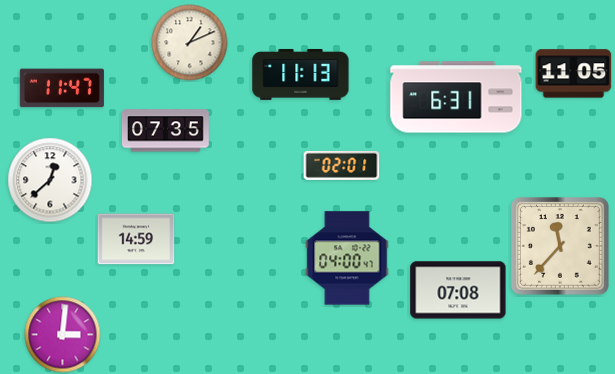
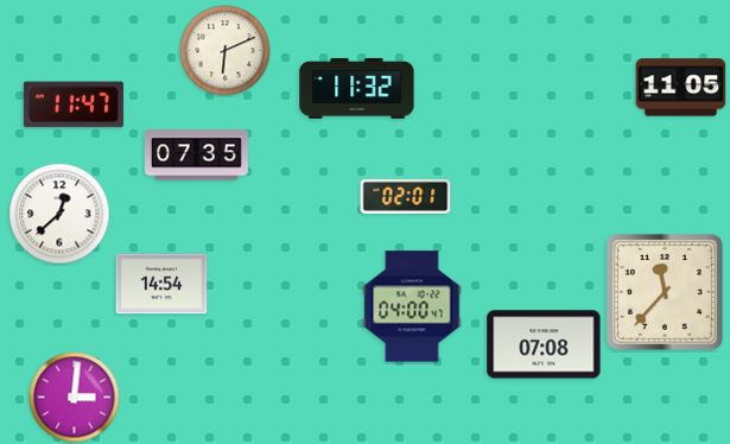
clock at (190, 43): 1:11 -> 6:11
clock at (301, 74): 11:13 -> 11:32
clock at (456, 97): 6:31 -> none
clock at (136, 239): 14:59 -> 14:54
